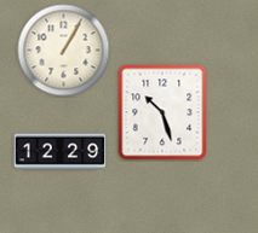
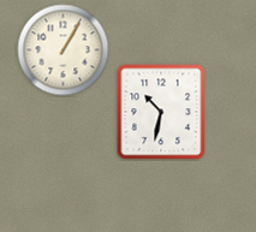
clock at (162, 112): 10:27 -> 10:32
clock at (61, 152): 12:29 -> none
